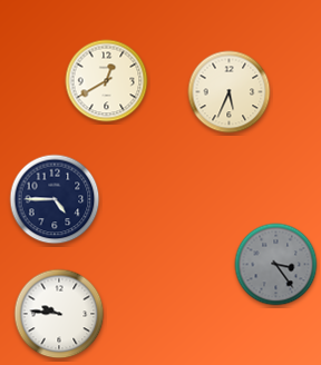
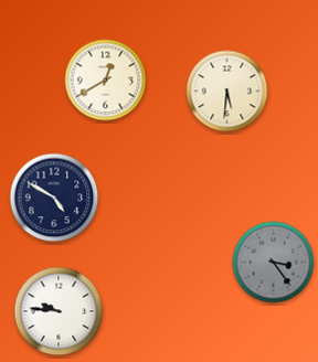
clock at (230, 92): 5:34 -> 5:31
clock at (55, 199): 4:45 -> 4:50
